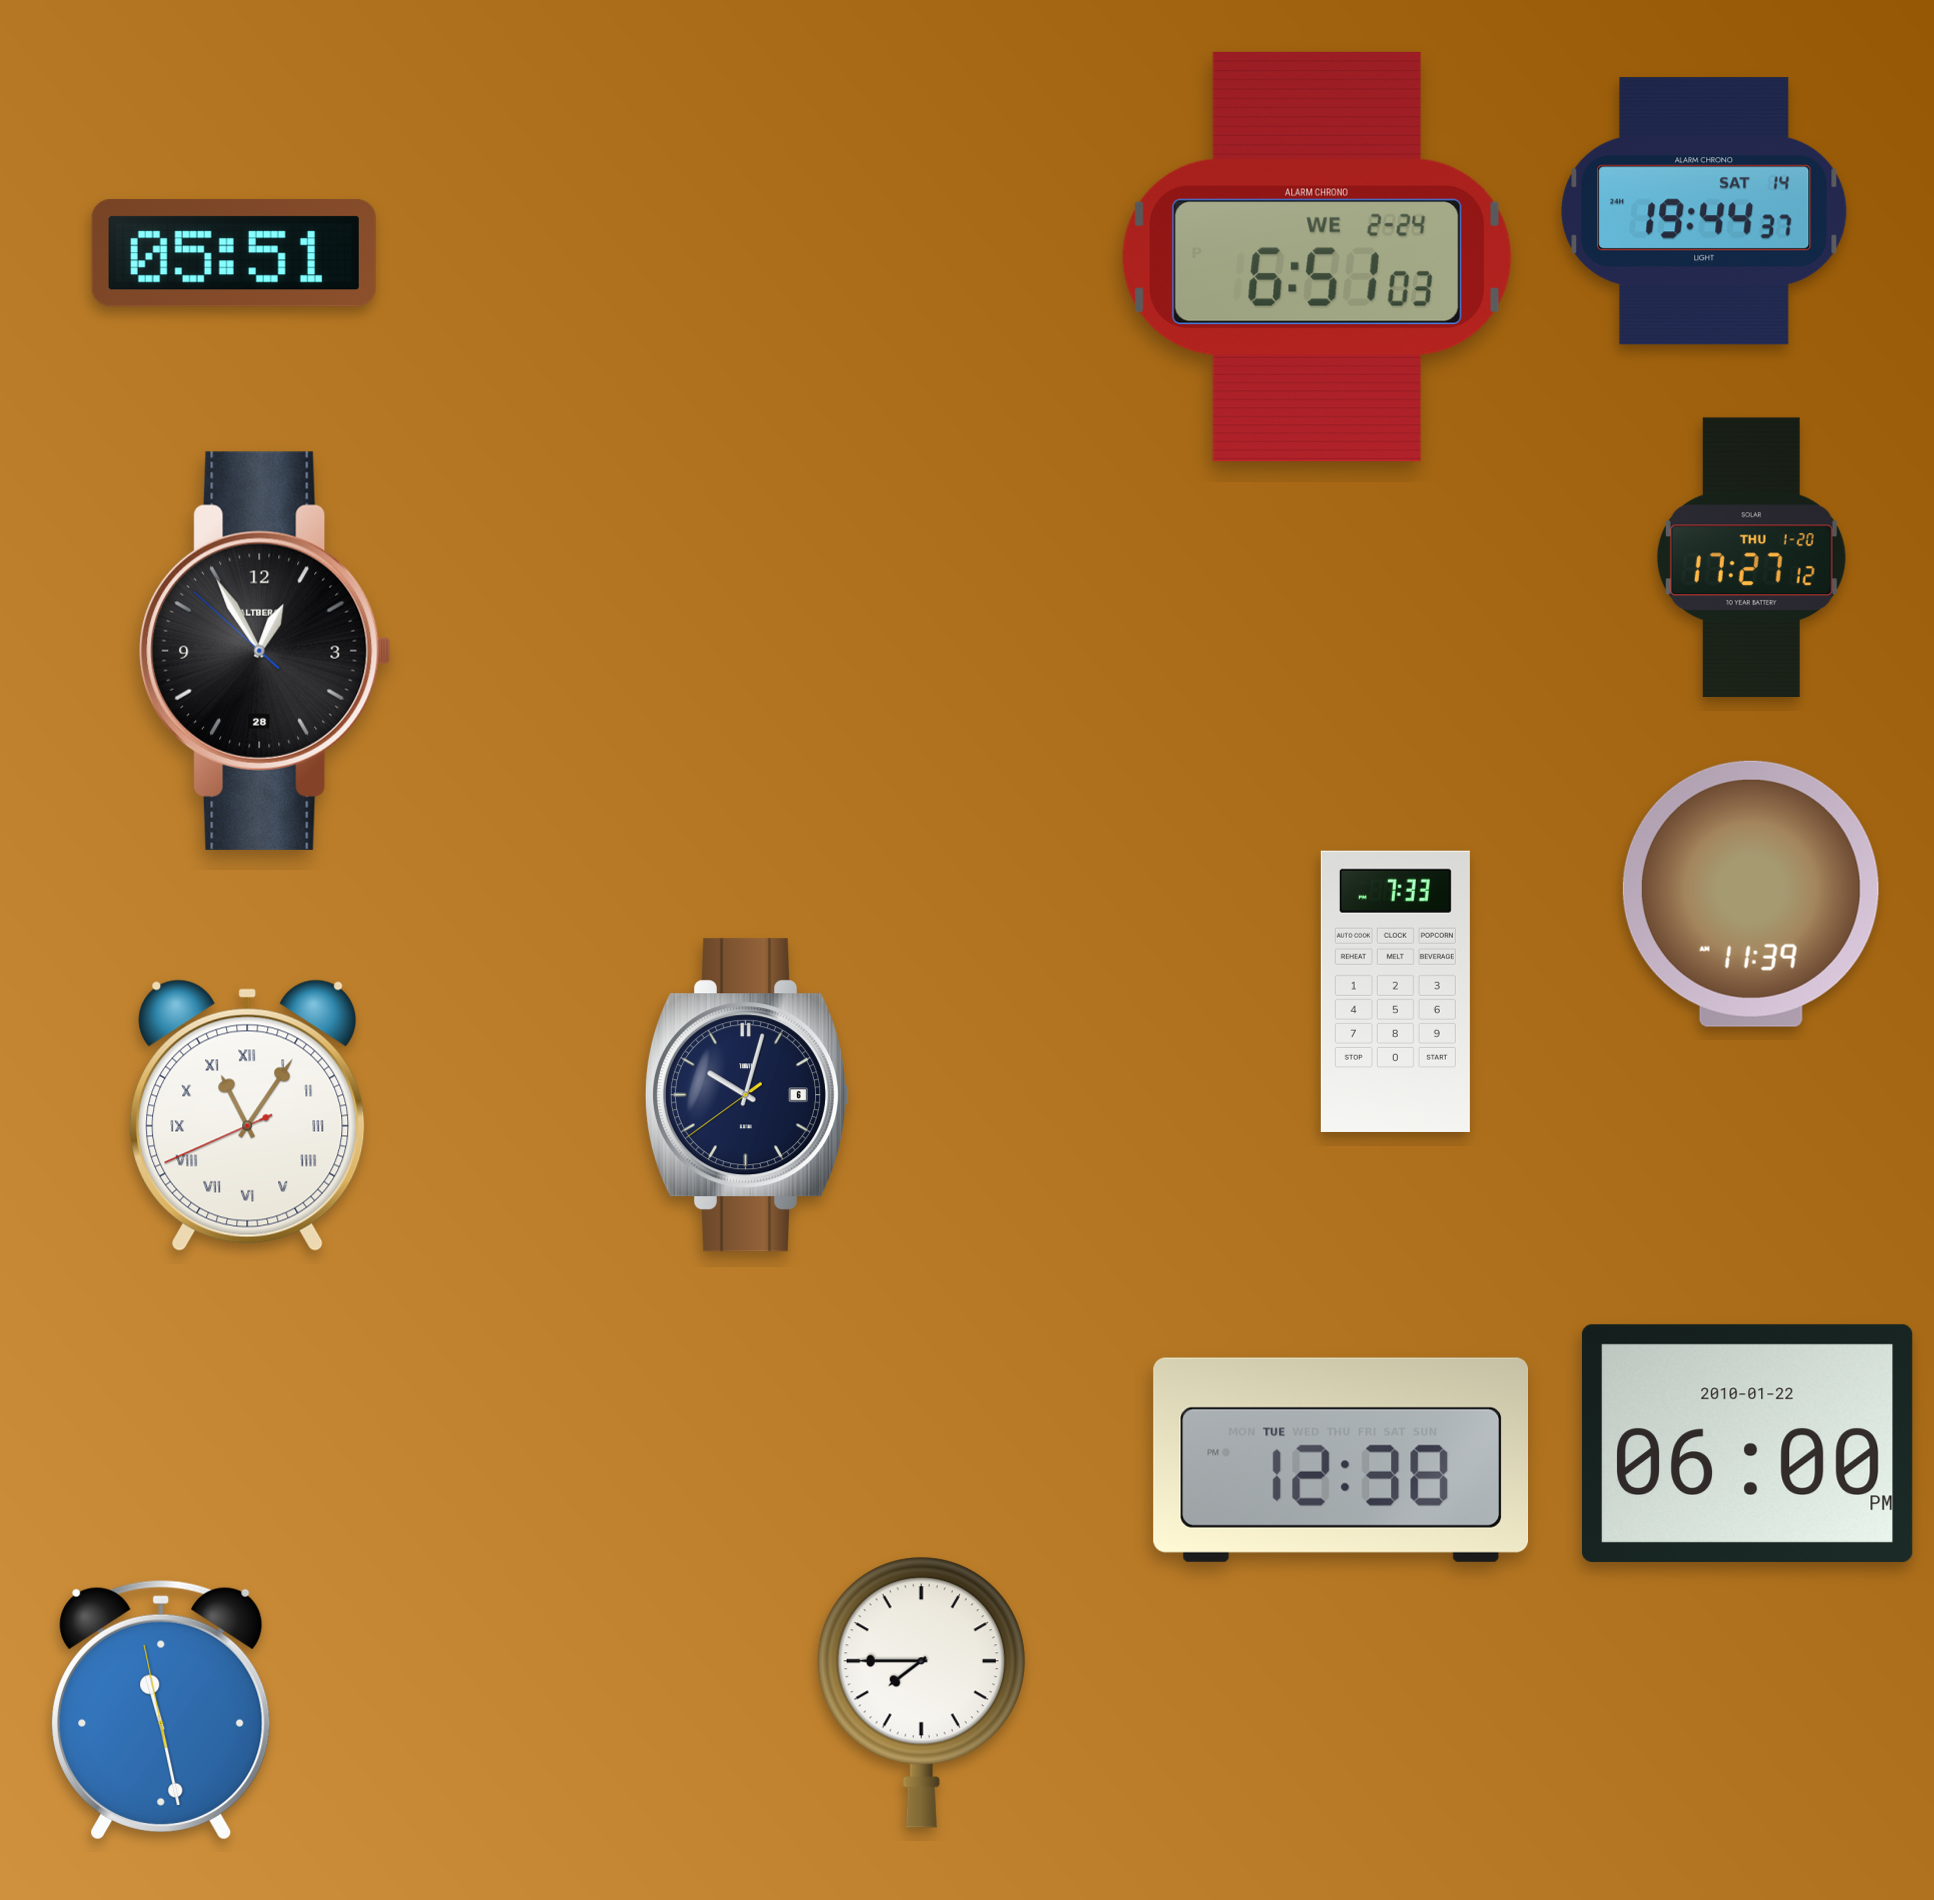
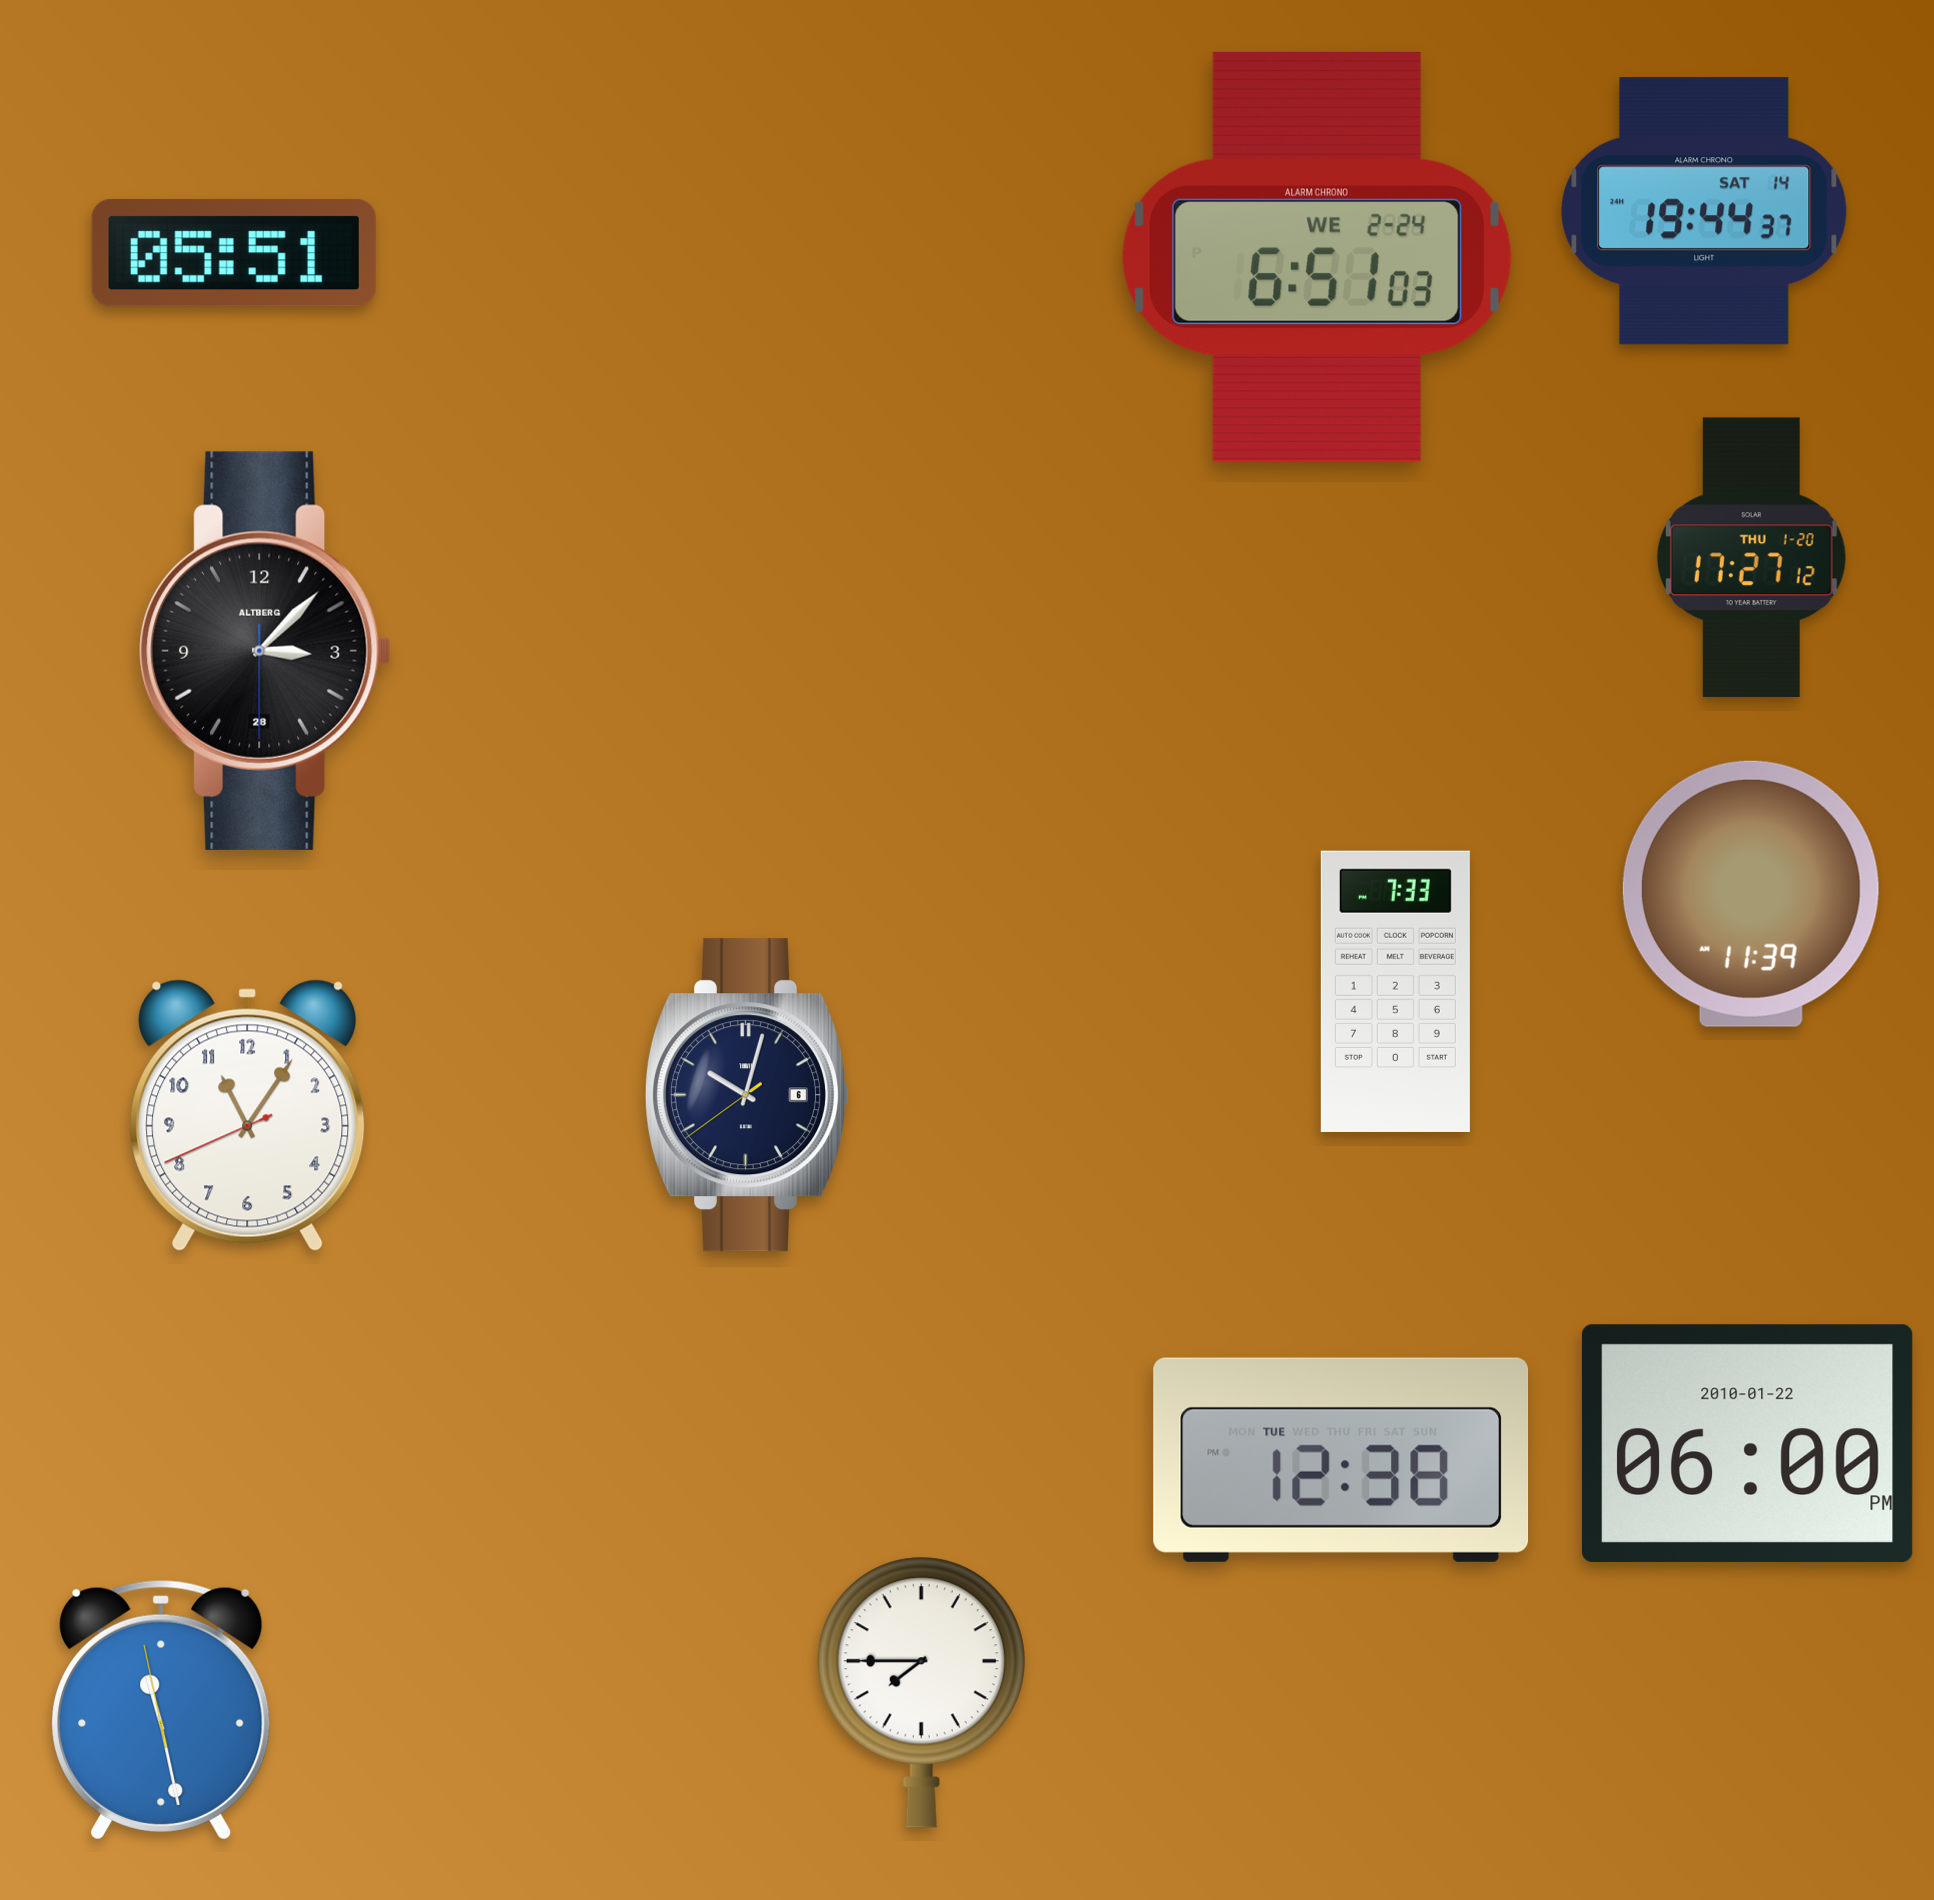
clock at (265, 651): 12:54 -> 3:07
clock at (248, 1115) numerals: Roman -> Arabic
